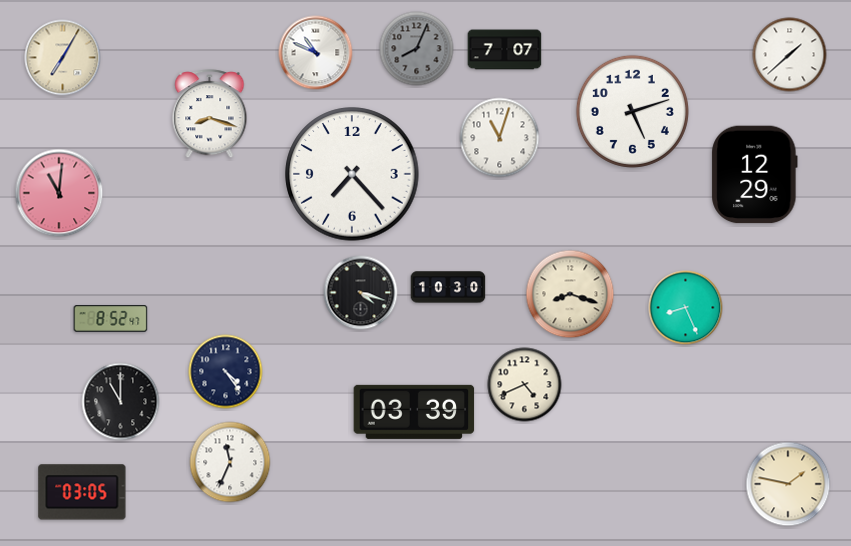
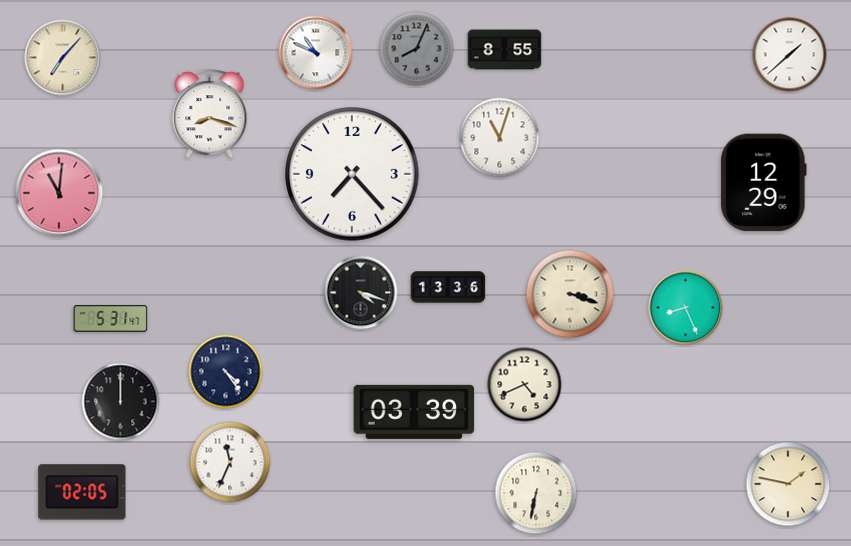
clock at (505, 50): 7:07 -> 8:55
clock at (63, 58): 7:05 -> 7:07
clock at (632, 111): 5:12 -> none
clock at (755, 175) position: (755, 175) -> (764, 183)
clock at (448, 287): 10:30 -> 13:36
clock at (570, 294): 8:18 -> 3:18
clock at (111, 319): 8:52 -> 5:31
clock at (121, 402): 11:00 -> 12:00
clock at (82, 492): 03:05 -> 02:05
clock at (536, 493): none -> 6:32
